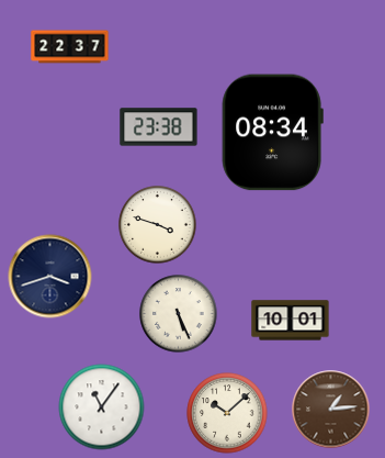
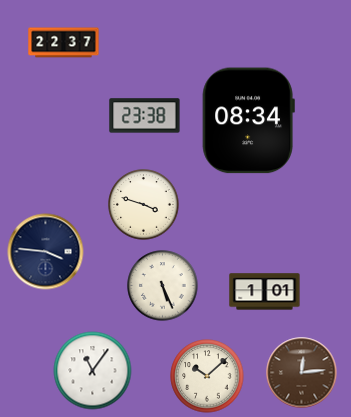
clock at (50, 277): 3:42 -> 3:46
clock at (291, 321): 10:01 -> 1:01
clock at (331, 410): 1:14 -> 12:14
